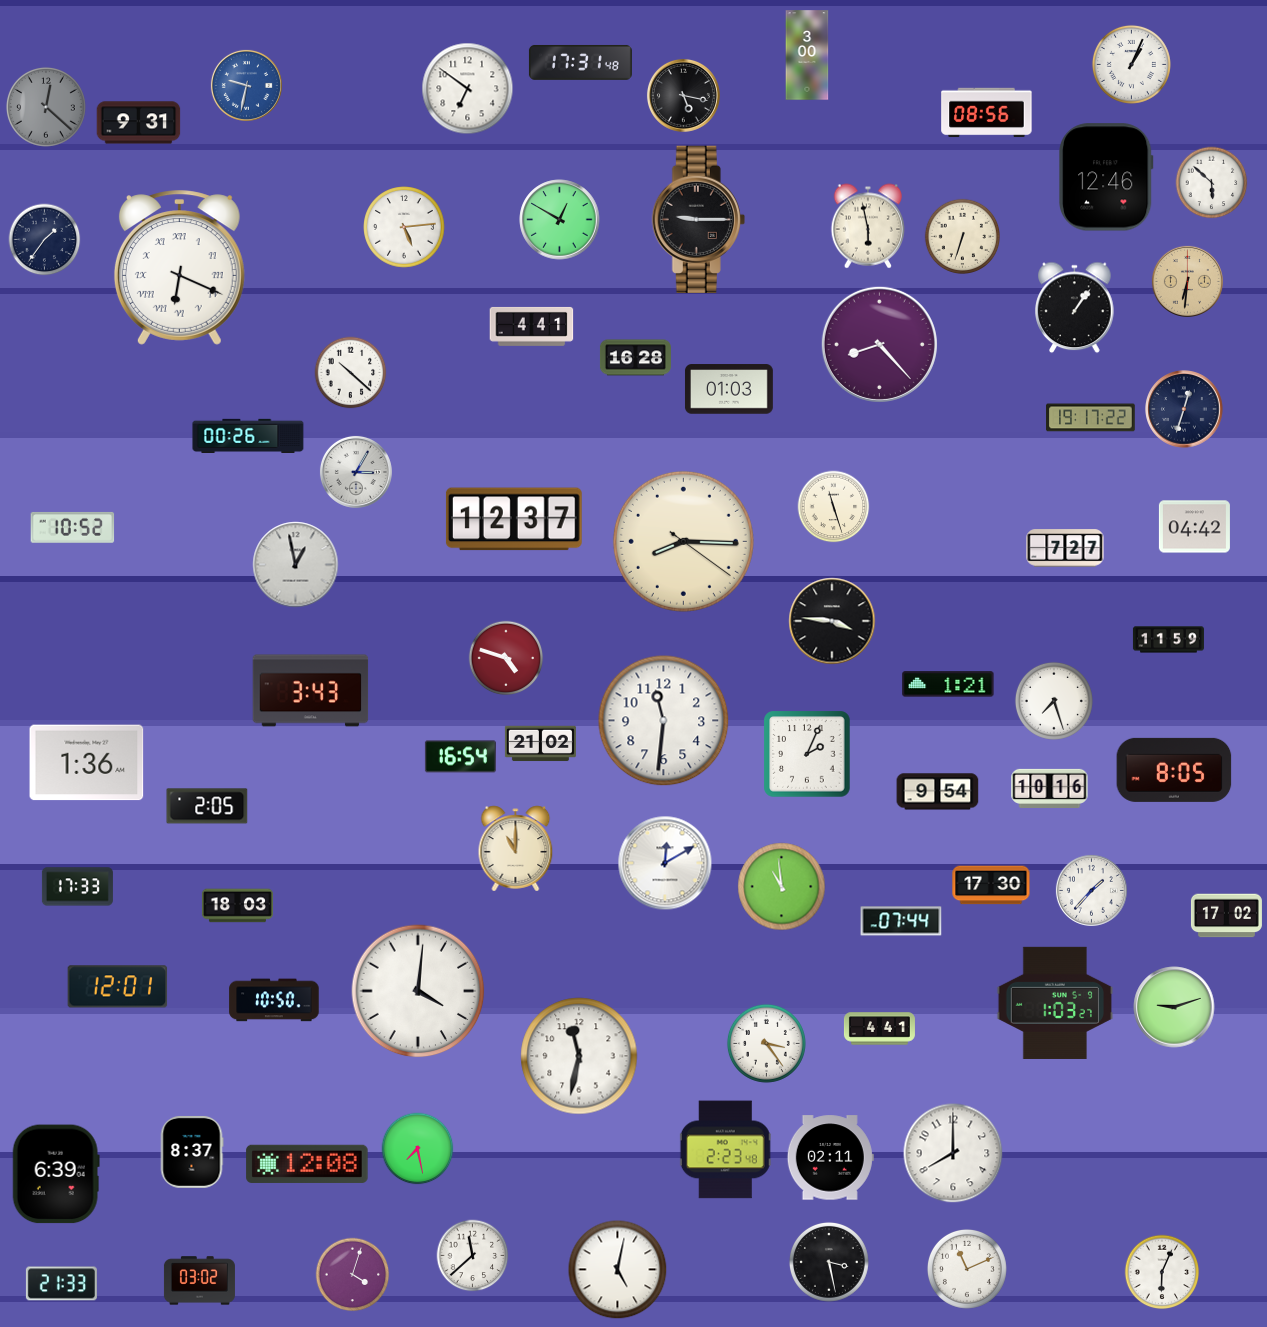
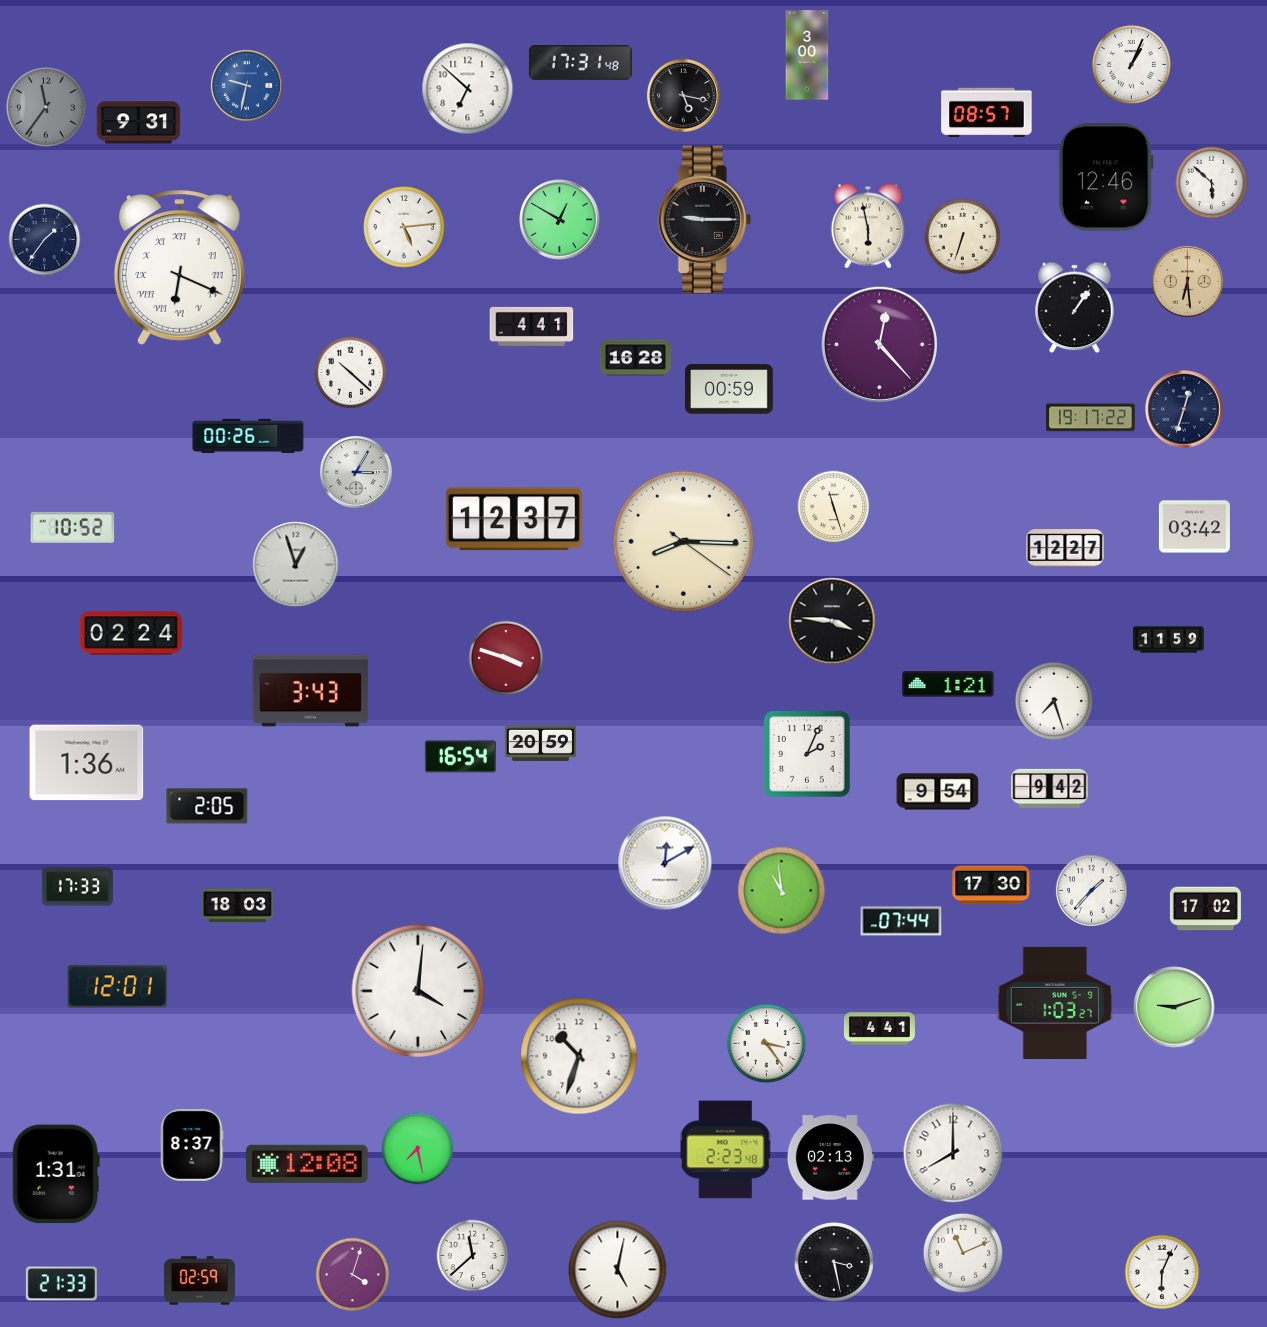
clock at (468, 89): 6:51 -> 6:52
clock at (46, 107): 12:22 -> 11:36
clock at (987, 113): 08:56 -> 08:57
clock at (698, 219) position: (698, 219) -> (704, 219)
clock at (1187, 281): 6:31 -> 6:29
clock at (879, 344): 8:23 -> 12:23
clock at (729, 389): 01:03 -> 00:59
clock at (1194, 527): 04:42 -> 03:42
clock at (1065, 548): 7:27 -> 12:27
clock at (296, 565): 12:58 -> 12:57
clock at (131, 633): none -> 02:24
clock at (506, 658): 4:48 -> 3:48
clock at (664, 721): 11:31 -> none
clock at (540, 744): 21:02 -> 20:59
clock at (1174, 770): 8:05 -> none
clock at (1050, 788): 10:16 -> 9:42
clock at (516, 849): 11:00 -> none
clock at (782, 887) position: (782, 887) -> (782, 891)
clock at (1226, 916) position: (1226, 916) -> (1205, 909)
clock at (274, 1000): 10:50 -> none
clock at (579, 1056): 11:32 -> 10:33
clock at (192, 1152) position: (192, 1152) -> (192, 1145)
clock at (830, 1158): 02:11 -> 02:13
clock at (56, 1174): 6:39 -> 1:31
clock at (829, 1262) position: (829, 1262) -> (834, 1262)
clock at (967, 1269) position: (967, 1269) -> (963, 1253)
clock at (199, 1281): 03:02 -> 02:59
